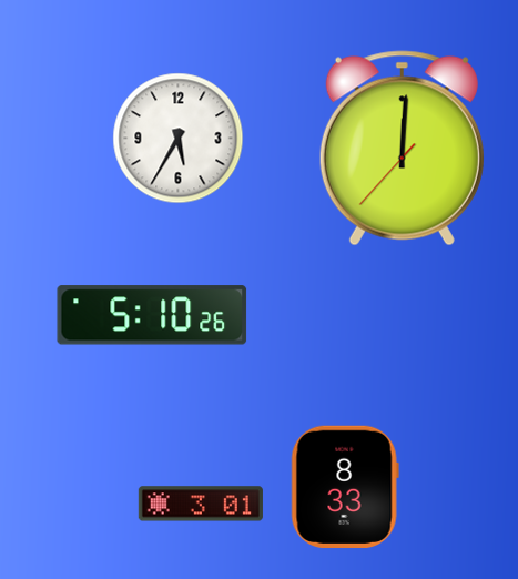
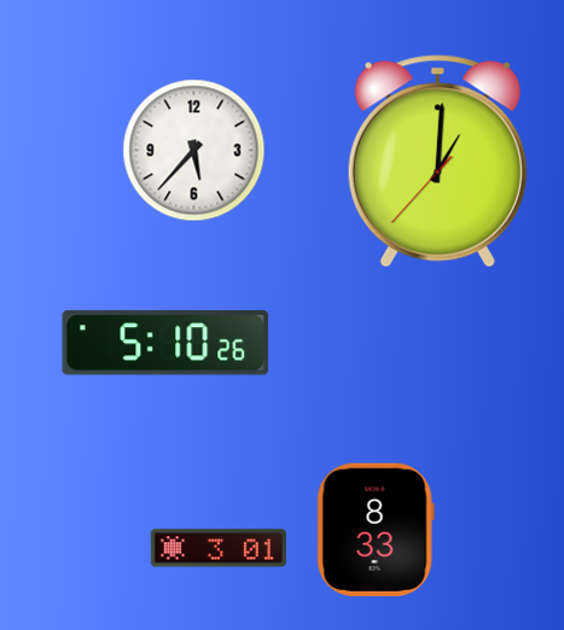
clock at (179, 139): 5:35 -> 5:37
clock at (402, 149): 12:00 -> 1:00
